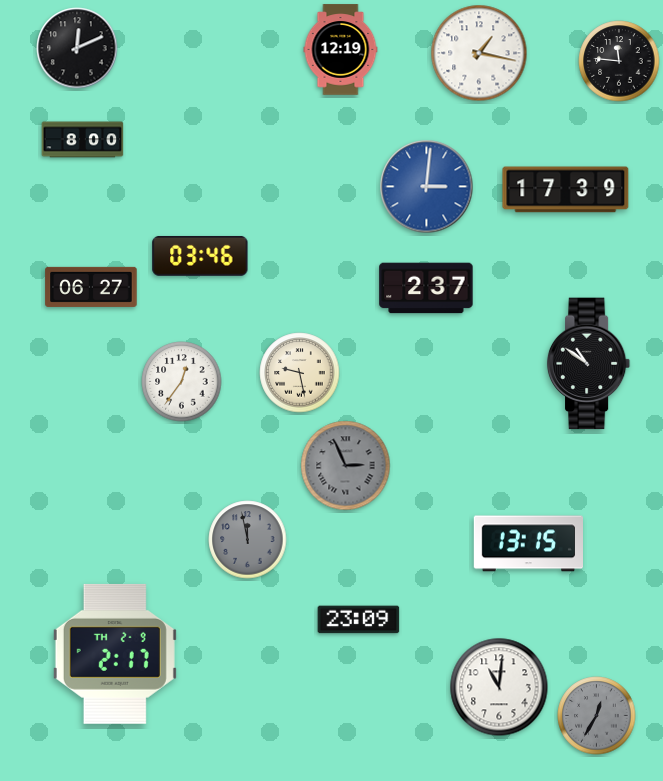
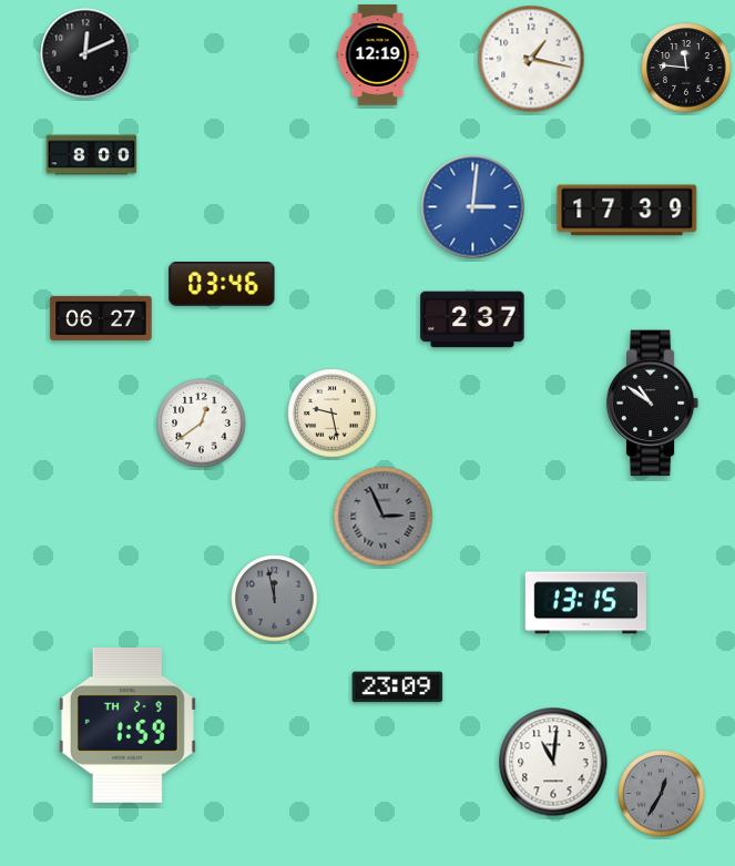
clock at (182, 382): 12:36 -> 12:39
clock at (115, 654): 2:17 -> 1:59
